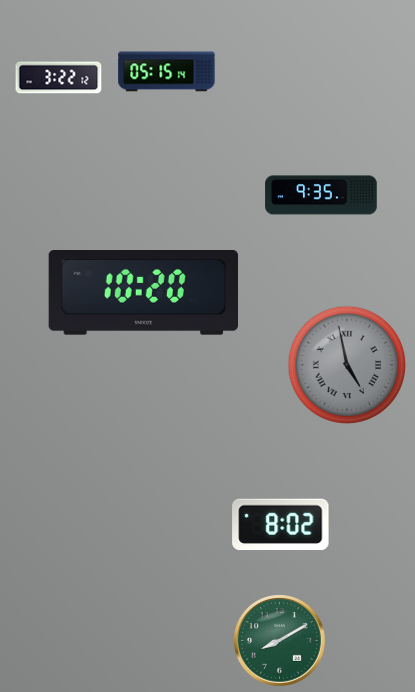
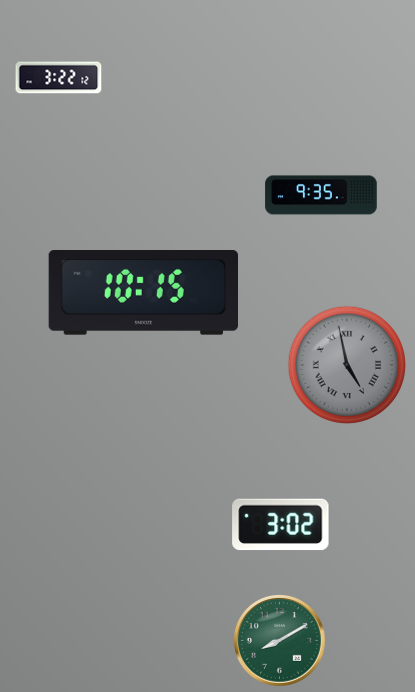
clock at (167, 72): 05:15 -> none
clock at (143, 293): 10:20 -> 10:15
clock at (281, 525): 8:02 -> 3:02
